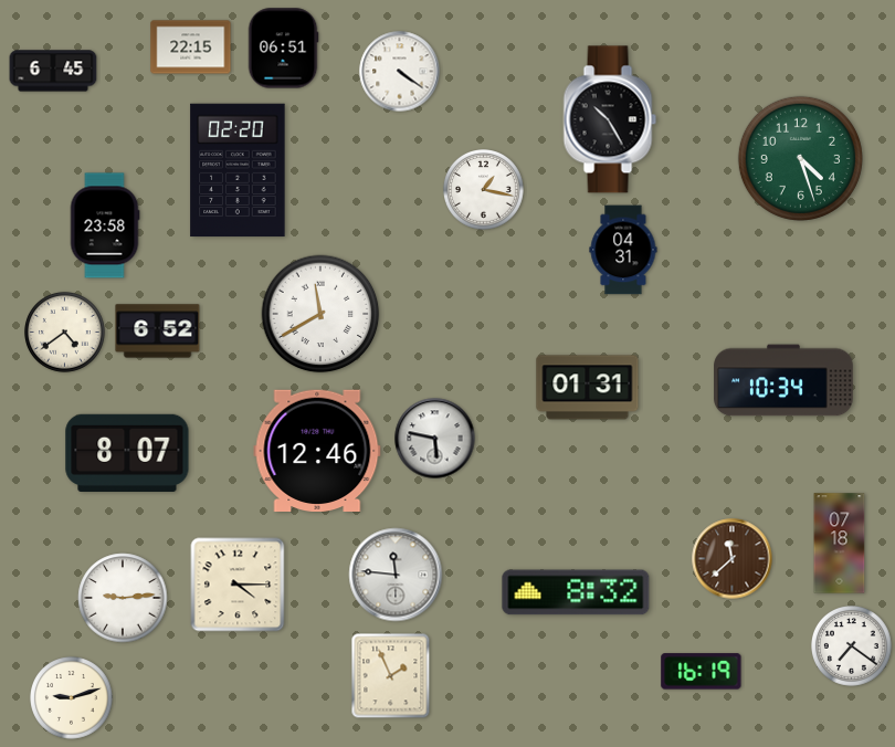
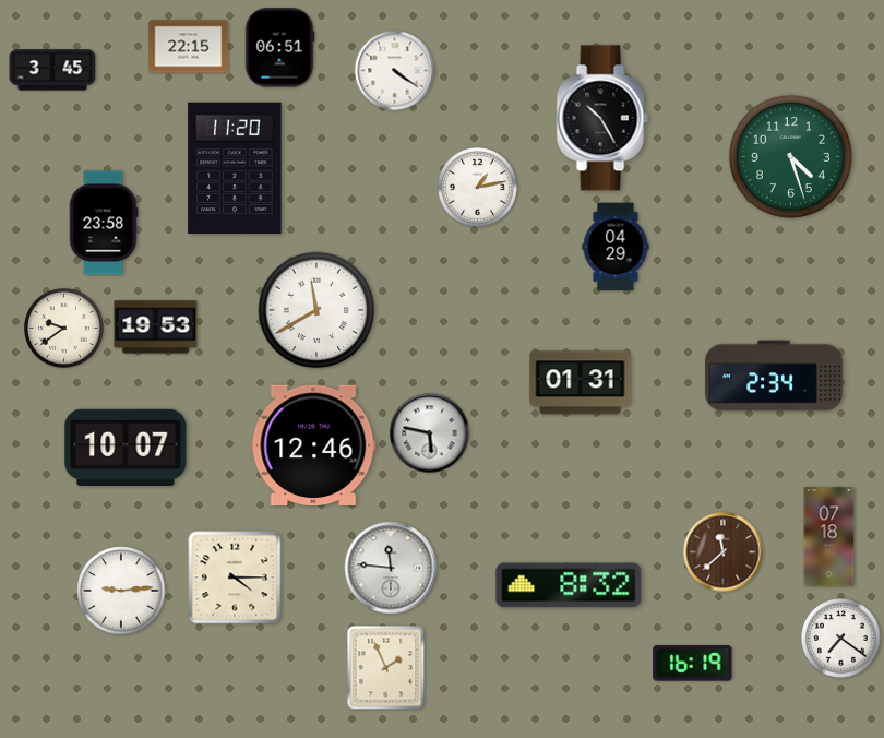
clock at (53, 71): 6:45 -> 3:45
clock at (238, 170): 02:20 -> 11:20
clock at (484, 190): 1:17 -> 1:13
clock at (623, 250): 04:31 -> 04:29
clock at (158, 332): 6:52 -> 19:53
clock at (65, 333): 4:39 -> 9:39
clock at (783, 380): 10:34 -> 2:34
clock at (127, 452): 8:07 -> 10:07
clock at (72, 698): 9:12 -> none
